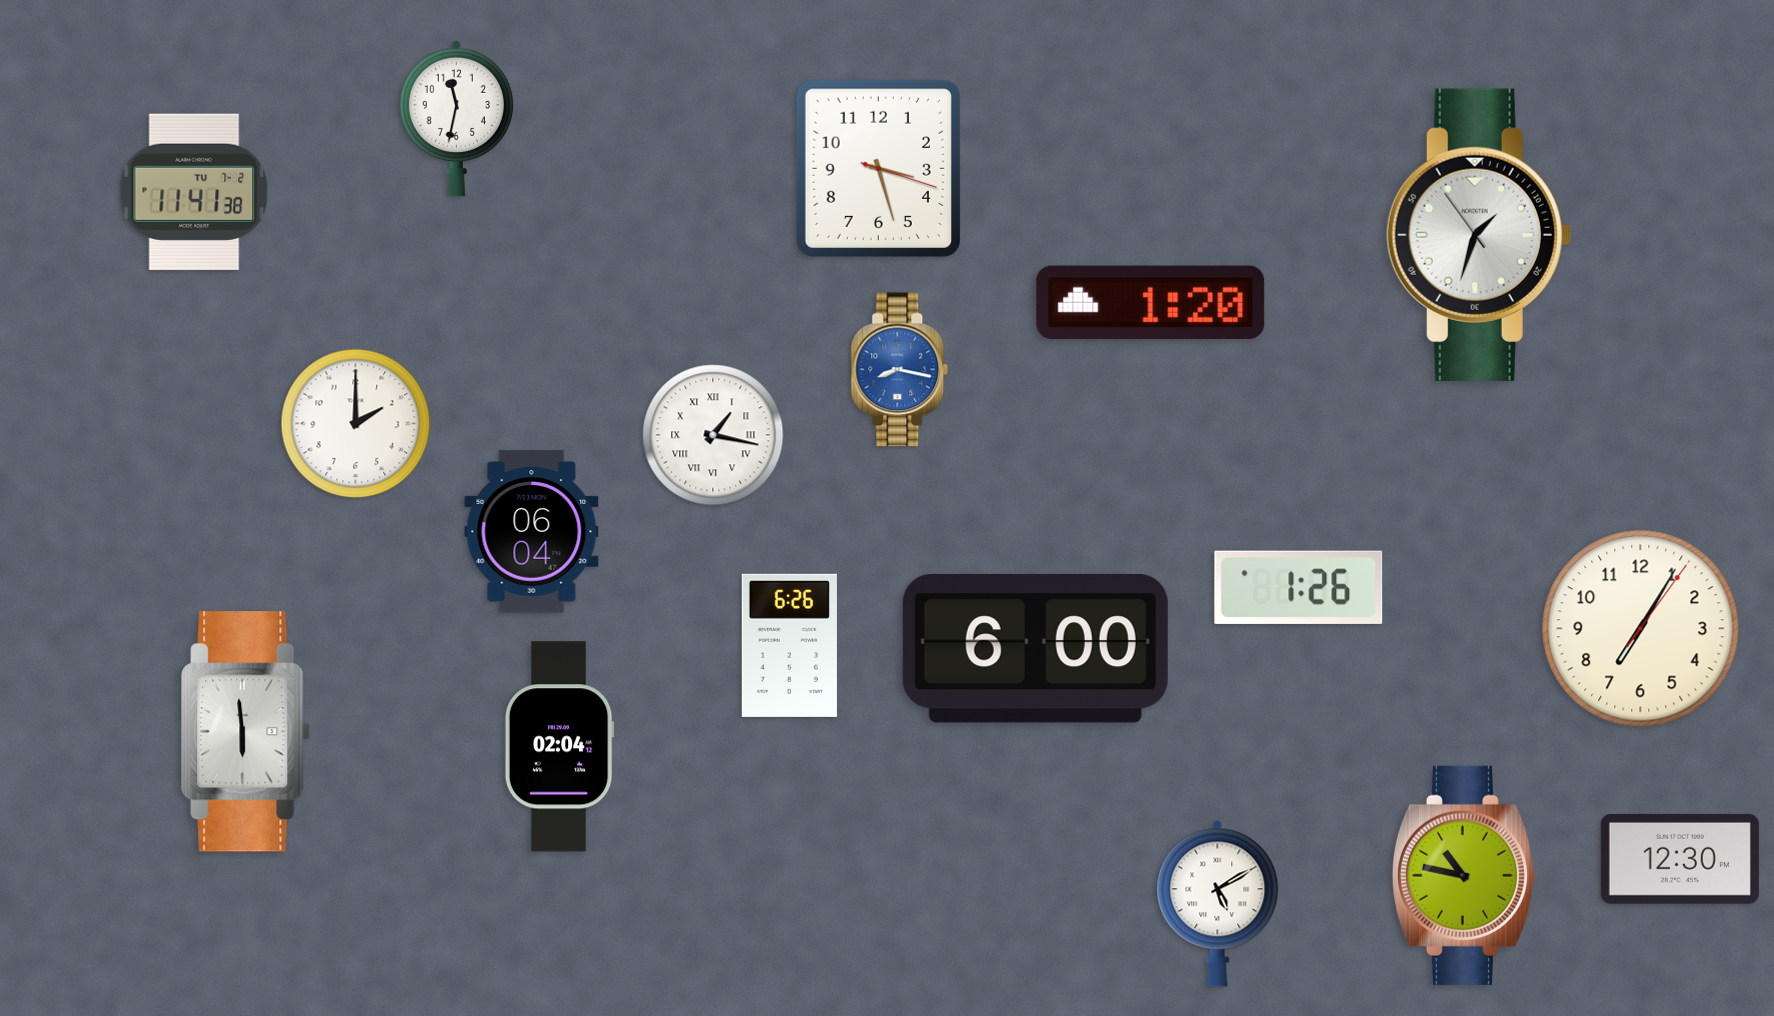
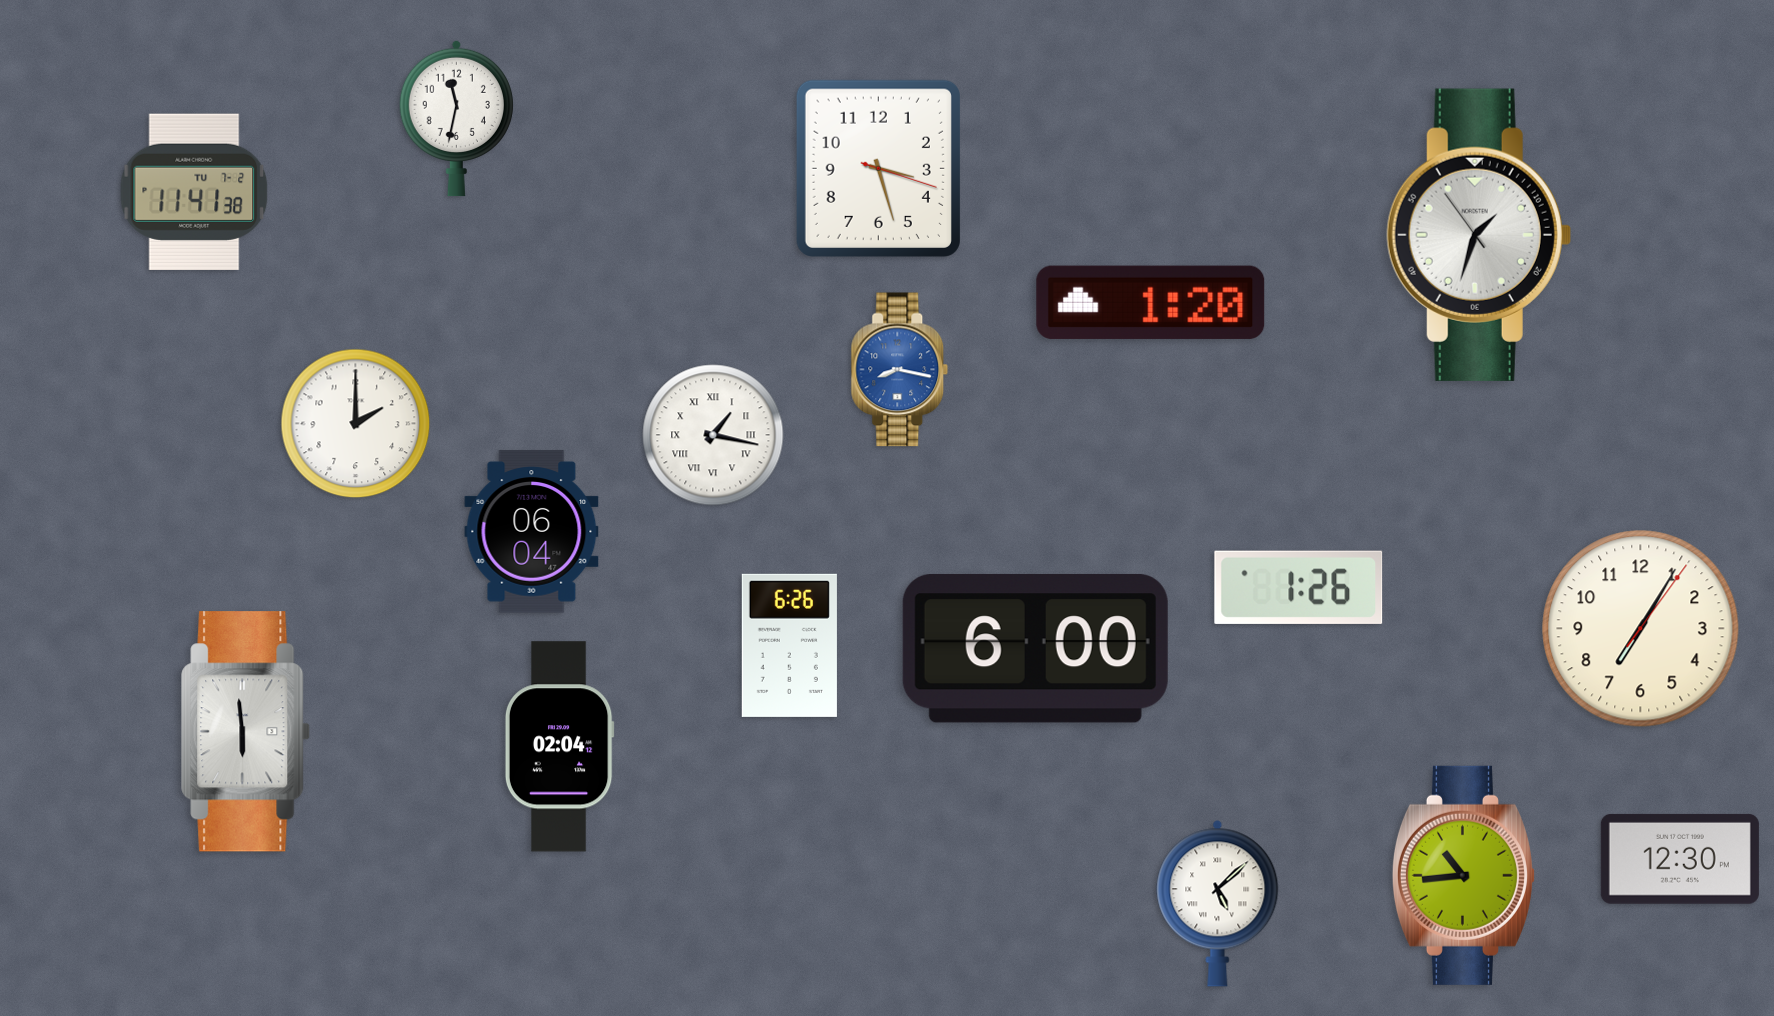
clock at (1463, 875): 10:47 -> 10:44
clock at (1218, 903): 5:10 -> 5:08
